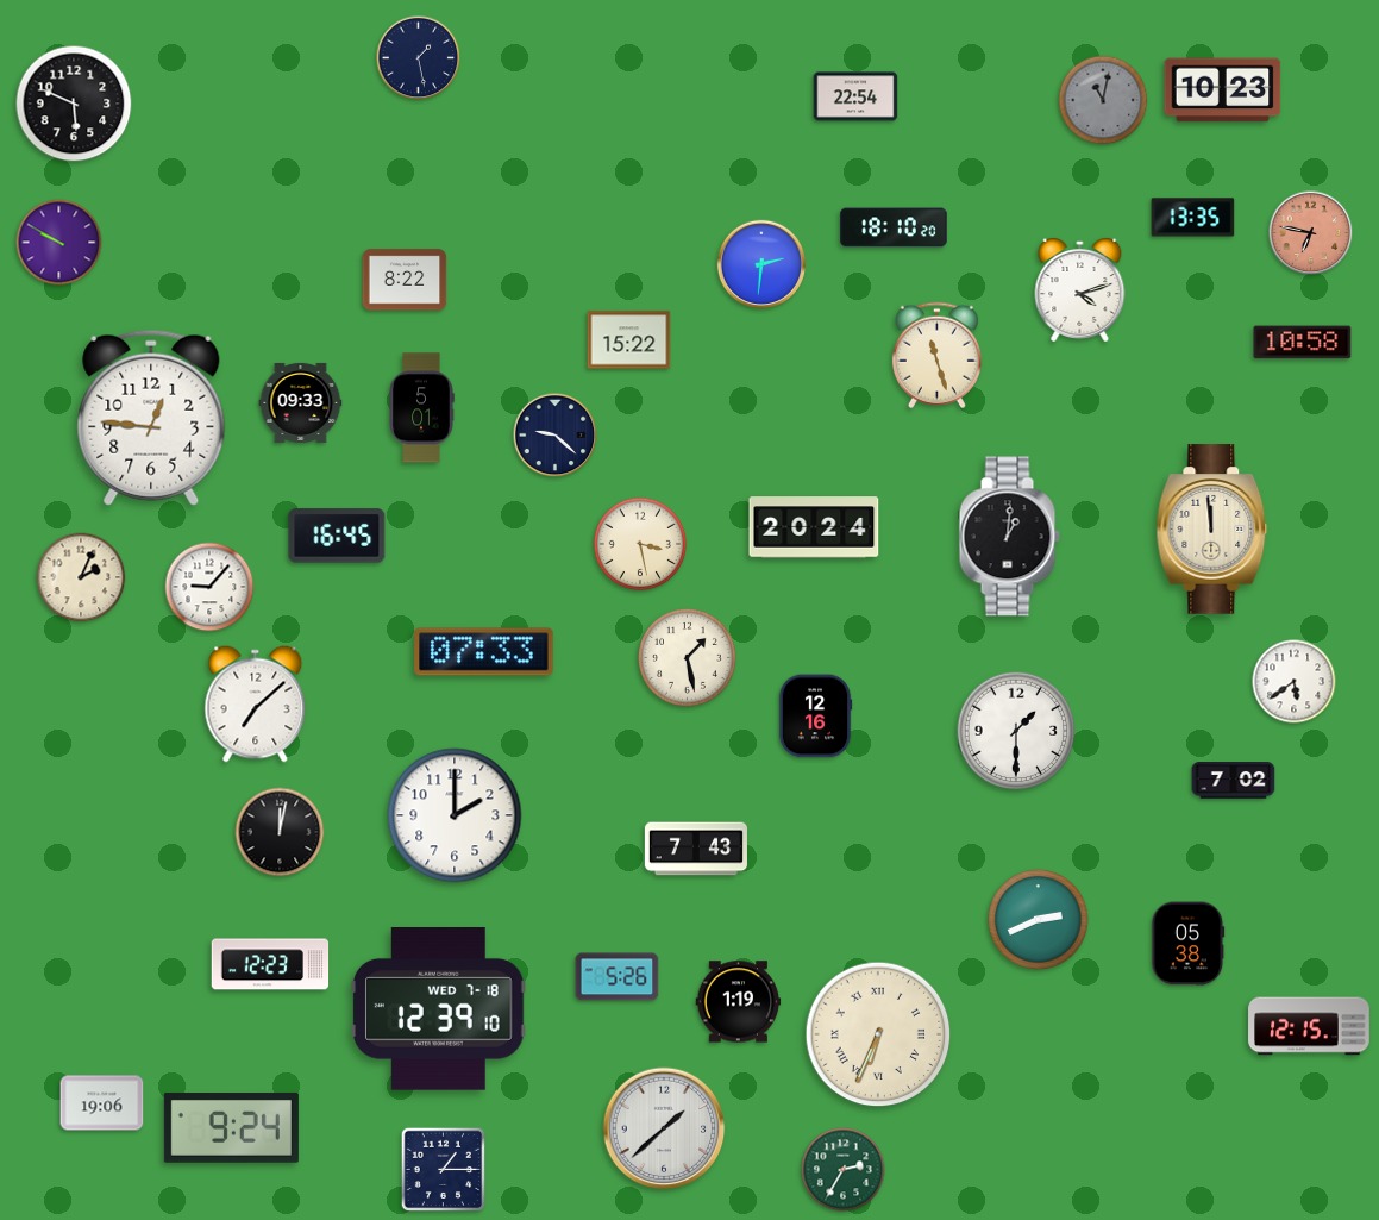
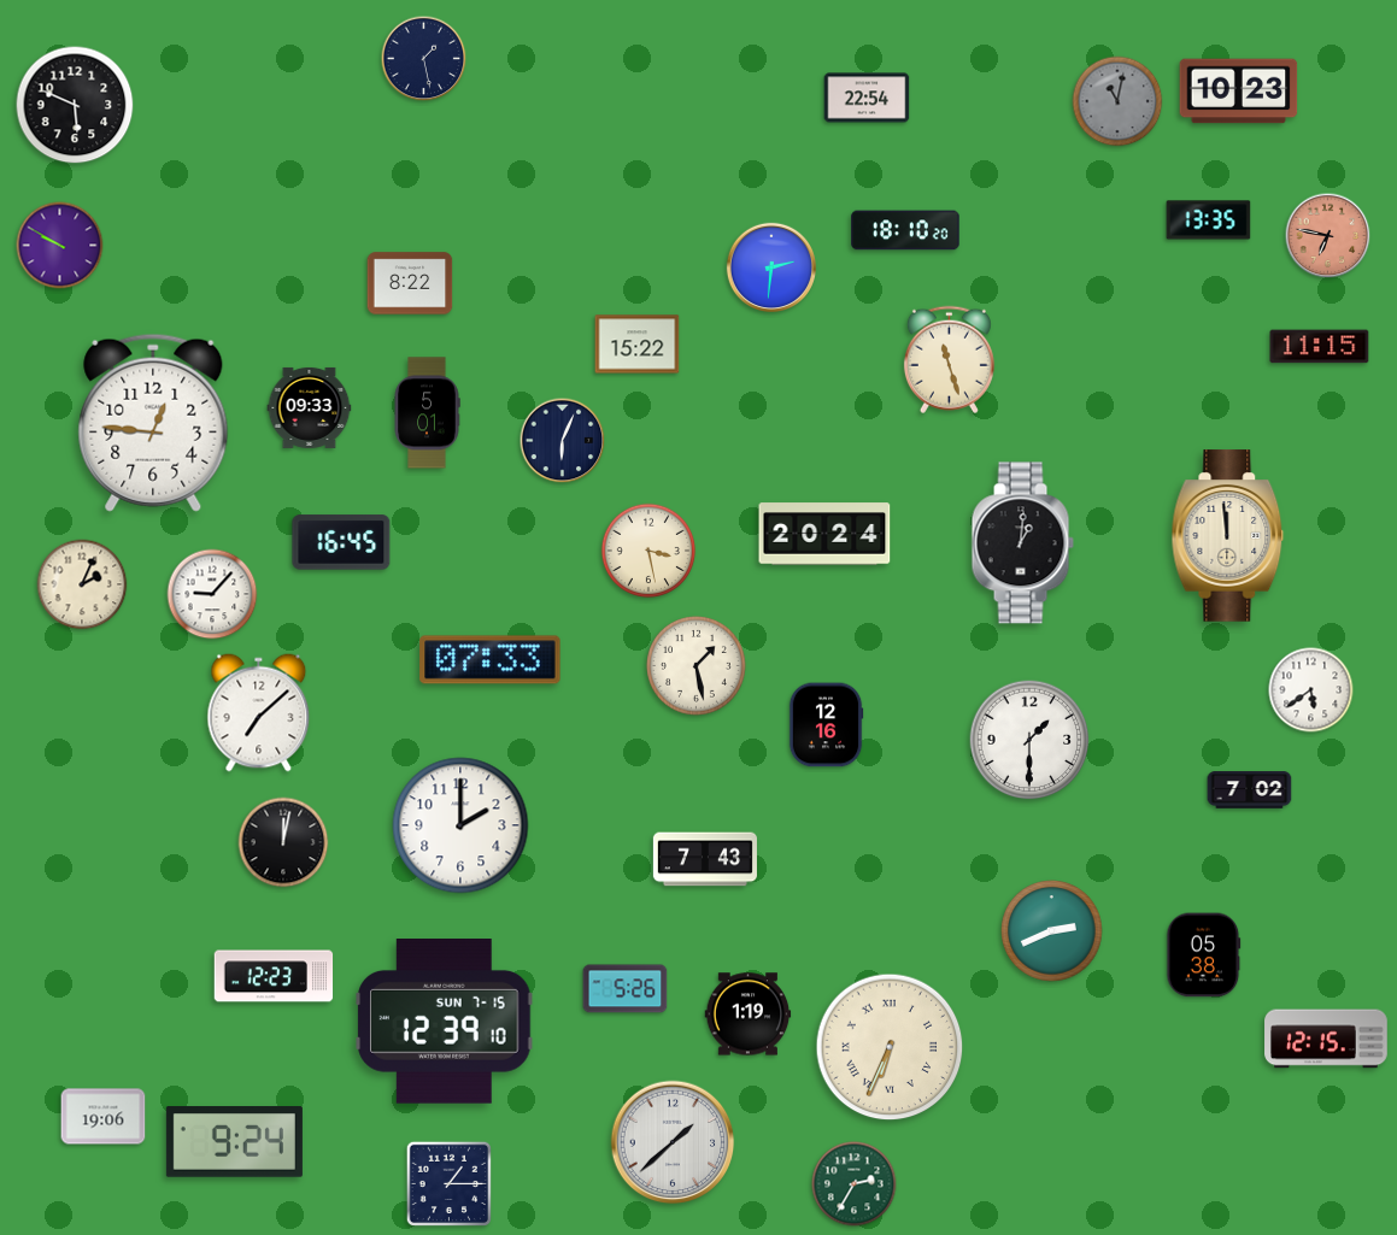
clock at (1080, 290): 4:12 -> none
clock at (1303, 343): 10:58 -> 11:15
clock at (301, 402) position: (301, 402) -> (310, 407)
clock at (556, 436): 9:22 -> 6:04
clock at (439, 1009) date: WED 7-18 -> SUN 7-15
